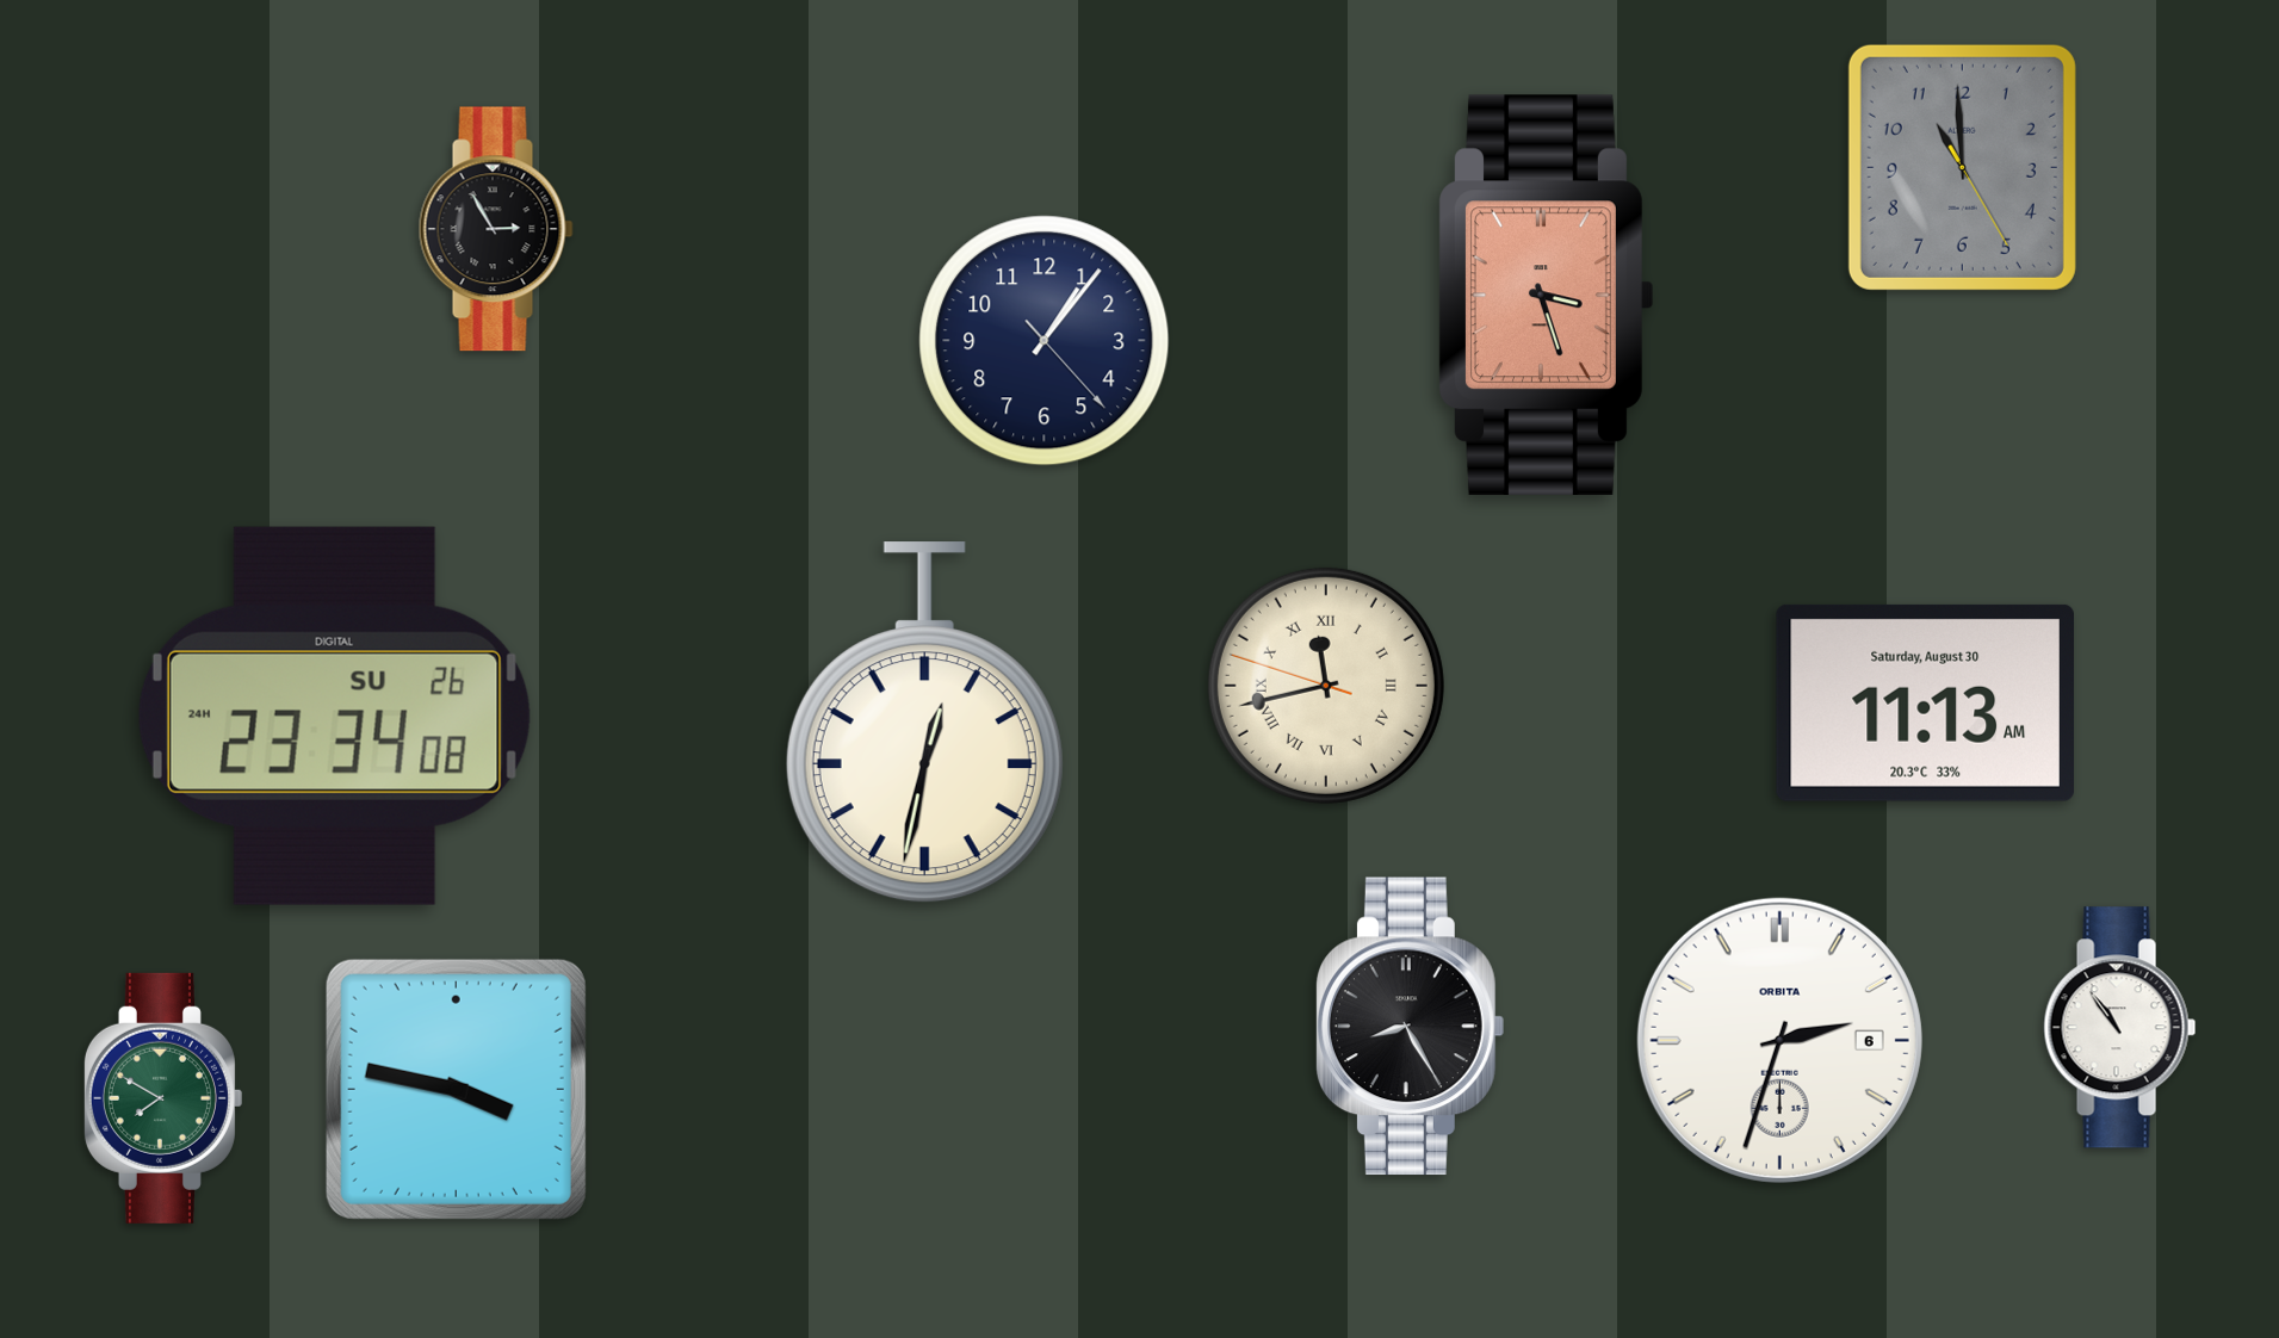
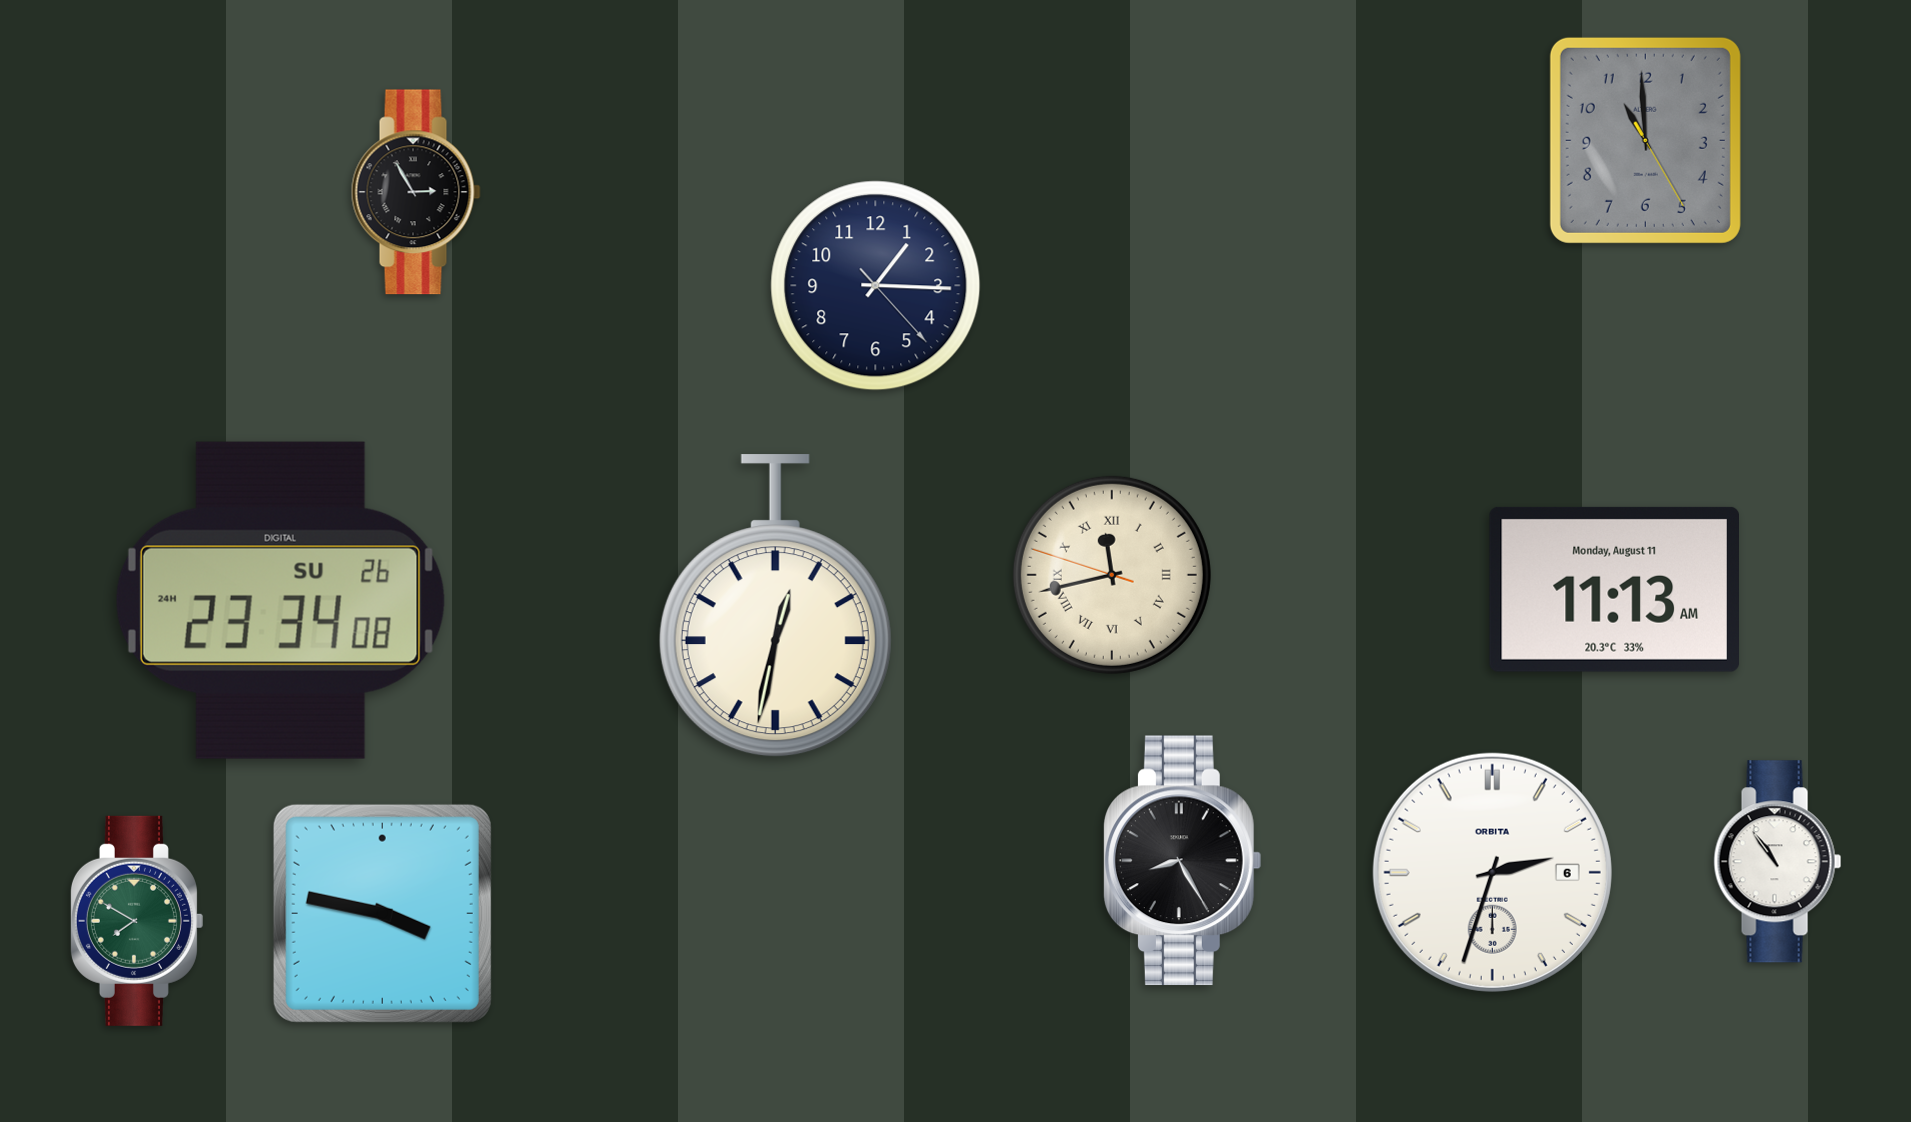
clock at (1547, 295): 3:27 -> none
clock at (1045, 341): 1:06 -> 1:15
clock at (1925, 702) date: Saturday, August 30 -> Monday, August 11
